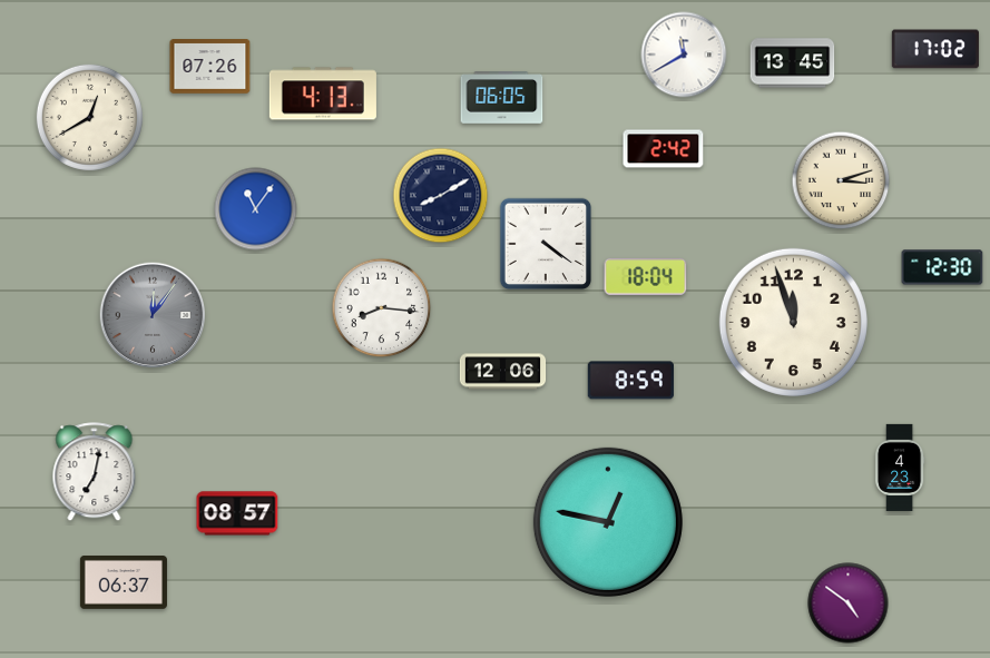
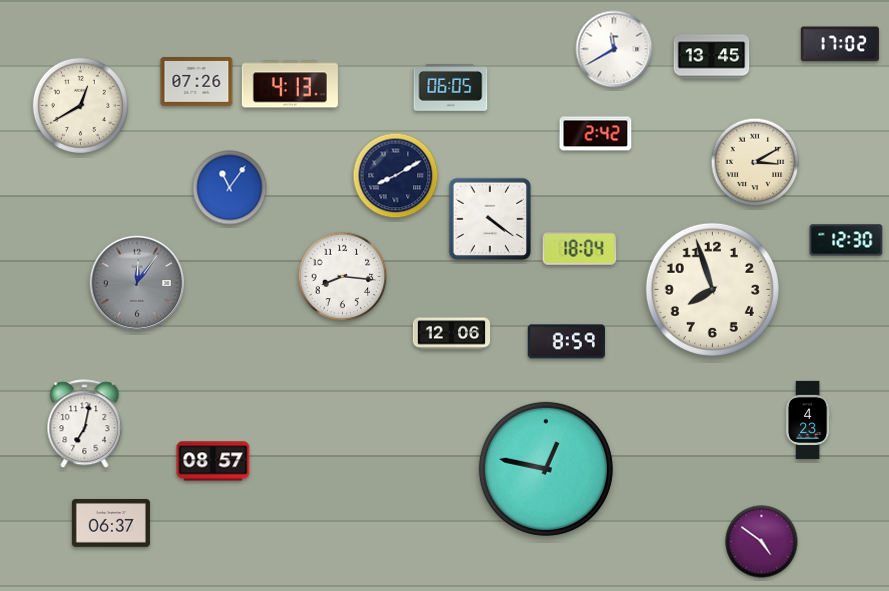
clock at (210, 67) position: (210, 67) -> (197, 82)
clock at (841, 180): 3:12 -> 3:10
clock at (793, 322): 11:57 -> 7:57
